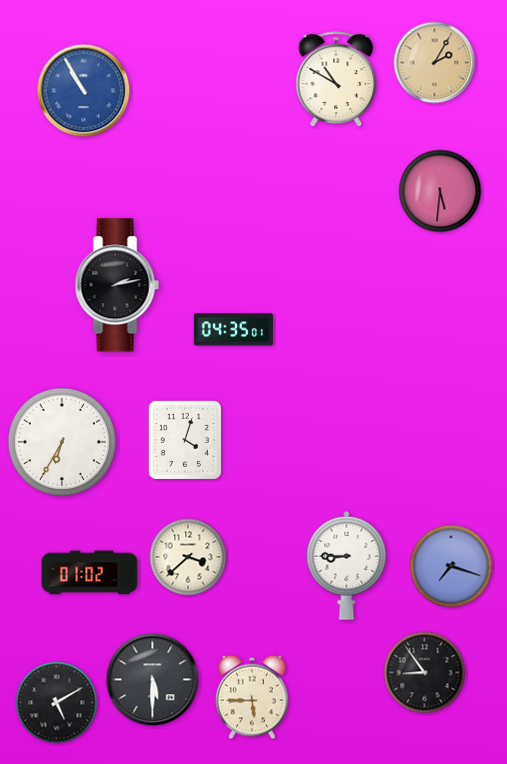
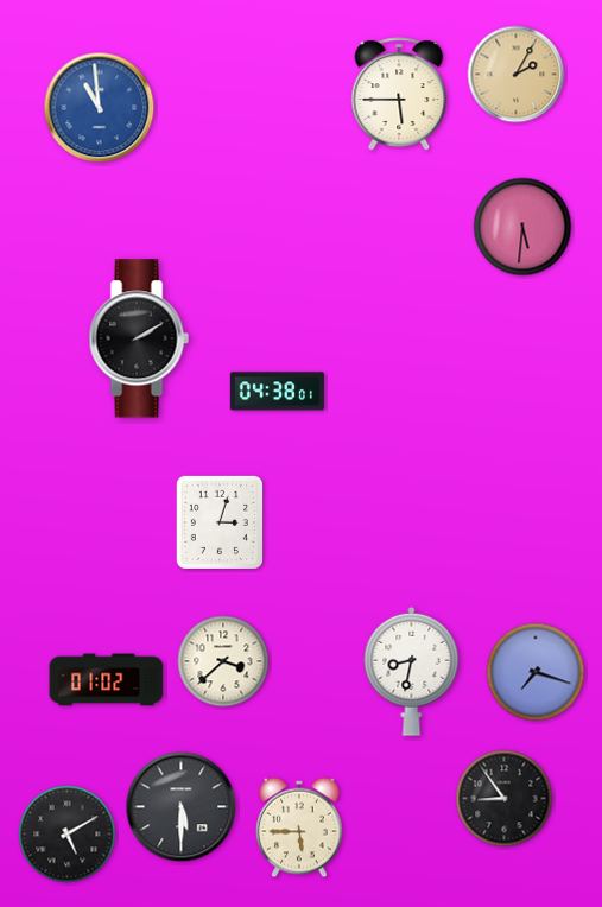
clock at (336, 79): 10:50 -> 5:45
clock at (84, 91): 10:55 -> 10:59
clock at (117, 285): 2:13 -> 2:10
clock at (233, 330): 04:35 -> 04:38
clock at (185, 440): 4:03 -> 3:03
clock at (61, 441): 6:35 -> none
clock at (347, 565): 8:45 -> 8:32
